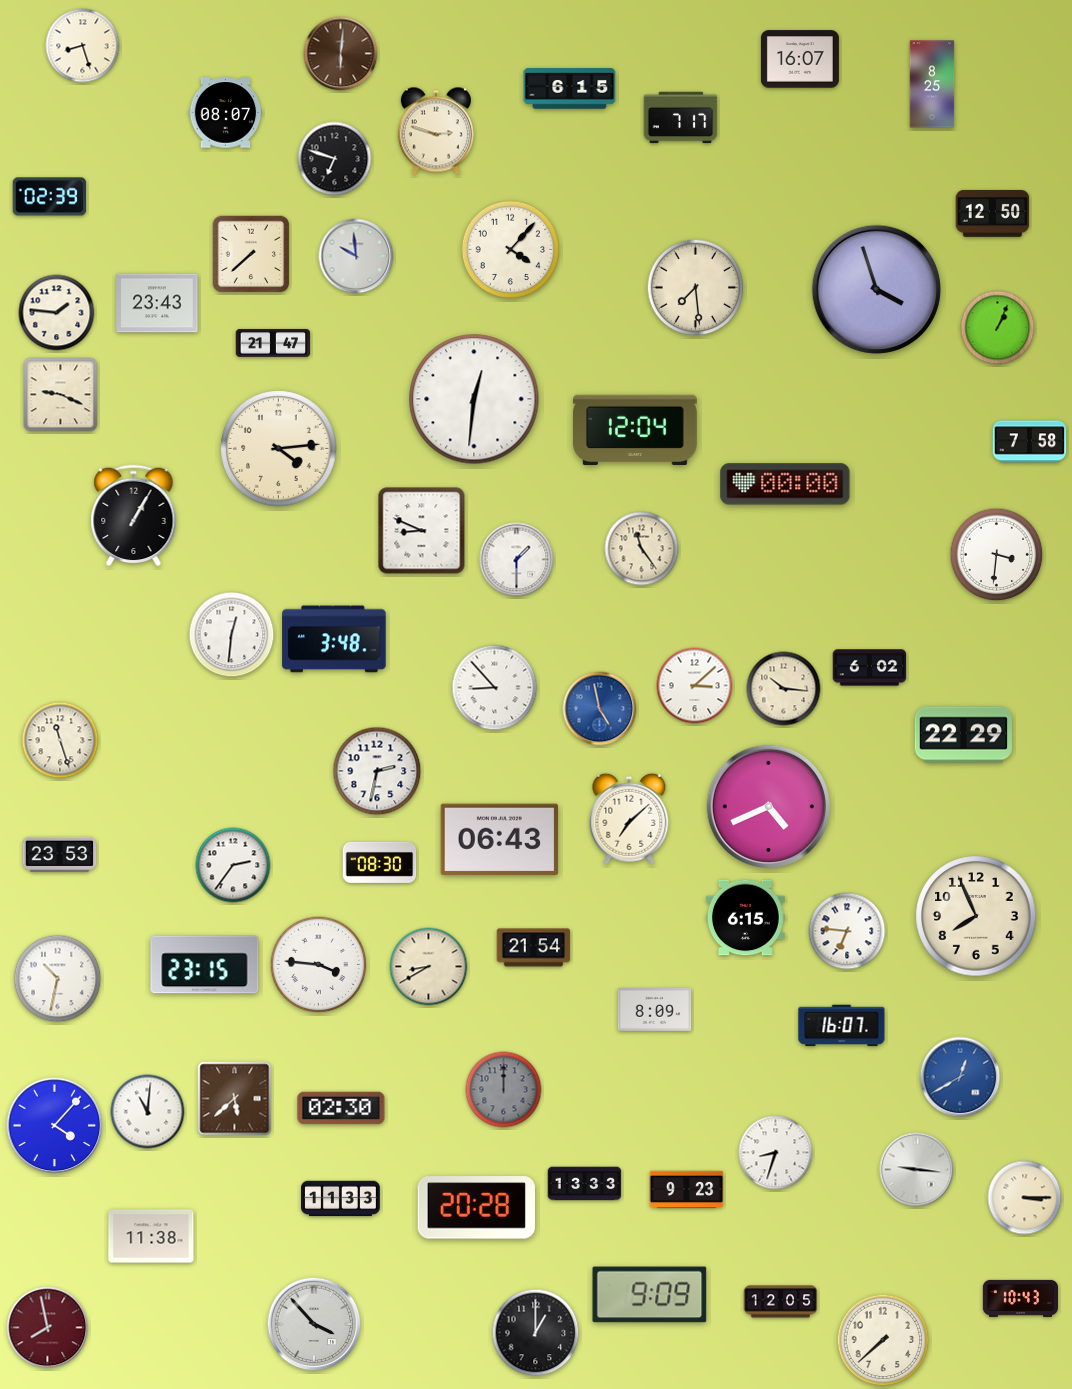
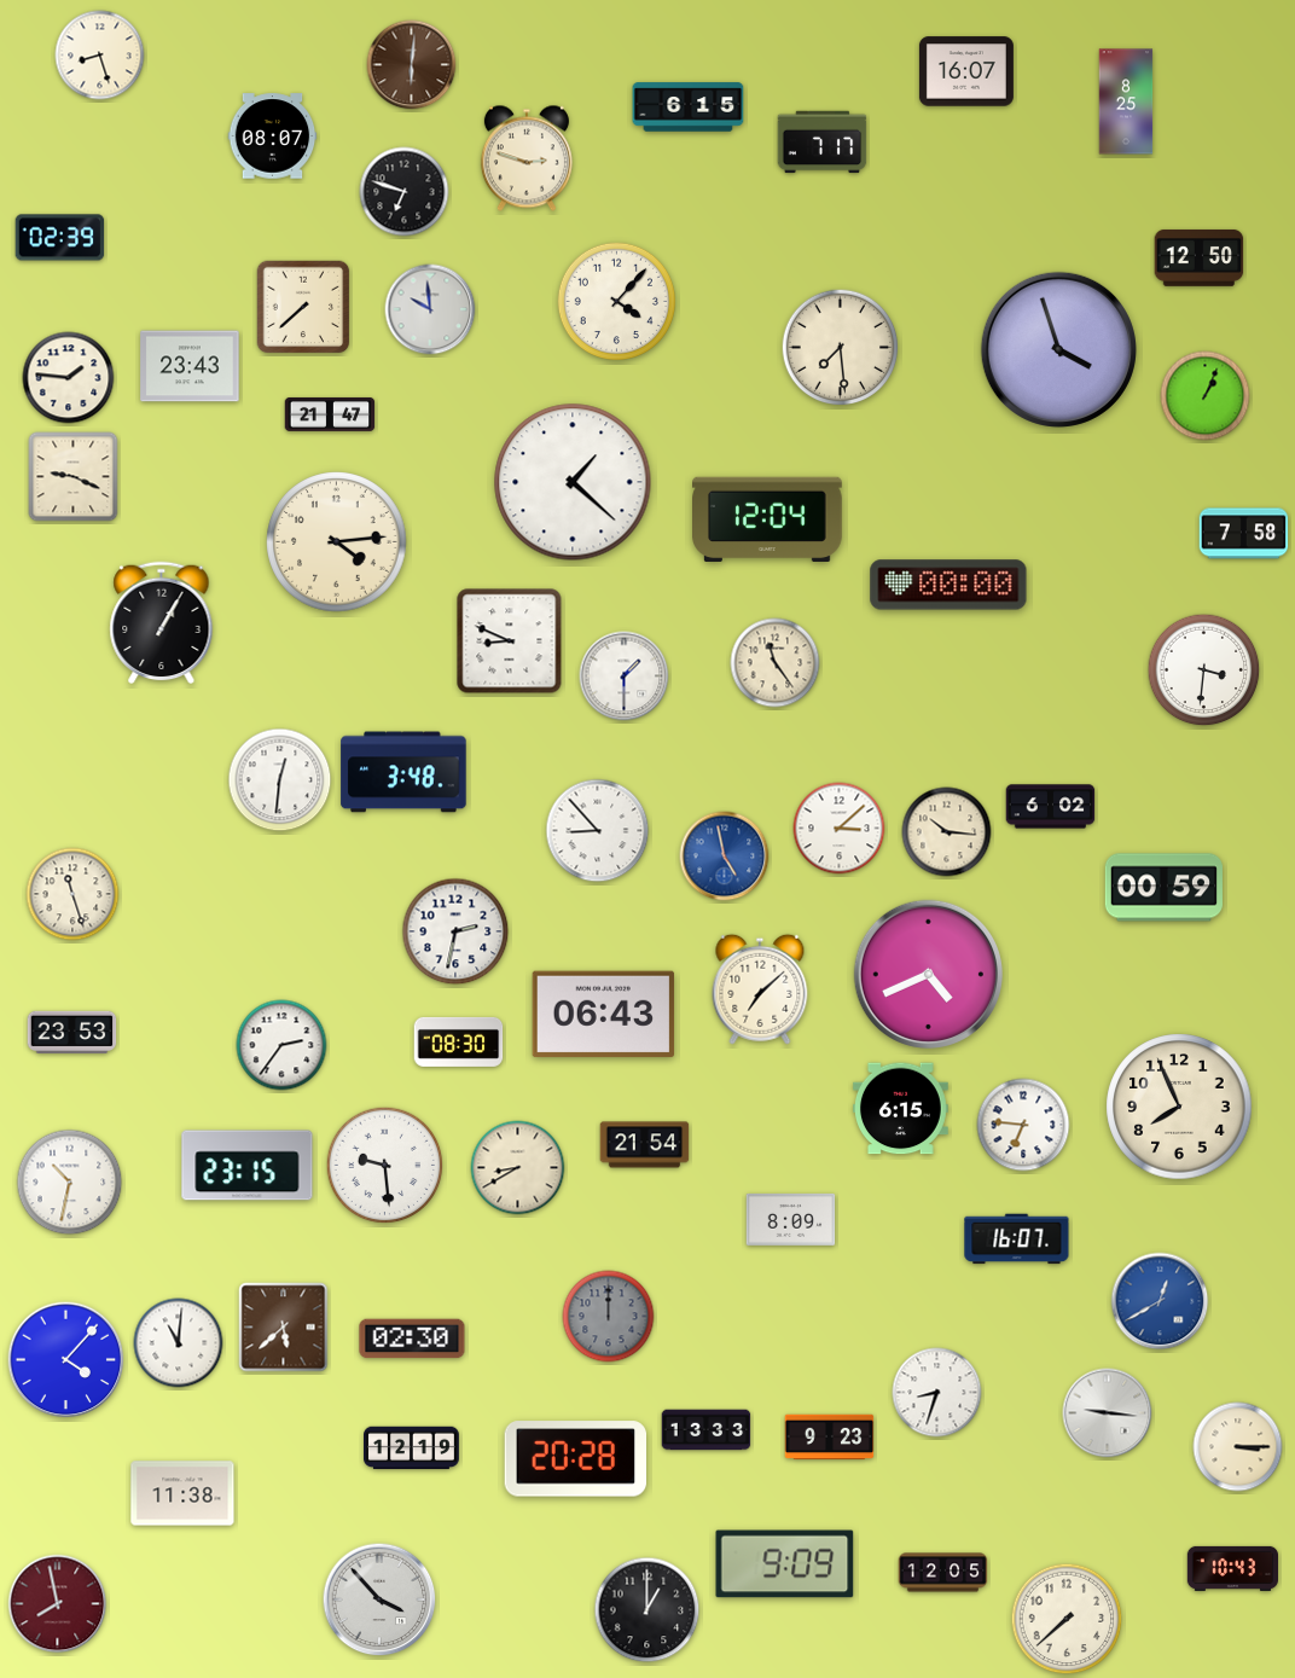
clock at (474, 399): 12:31 -> 1:22
clock at (232, 635) position: (232, 635) -> (280, 780)
clock at (963, 735): 22:29 -> 00:59
clock at (319, 965): 3:46 -> 9:29
clock at (341, 1199): 11:33 -> 12:19
